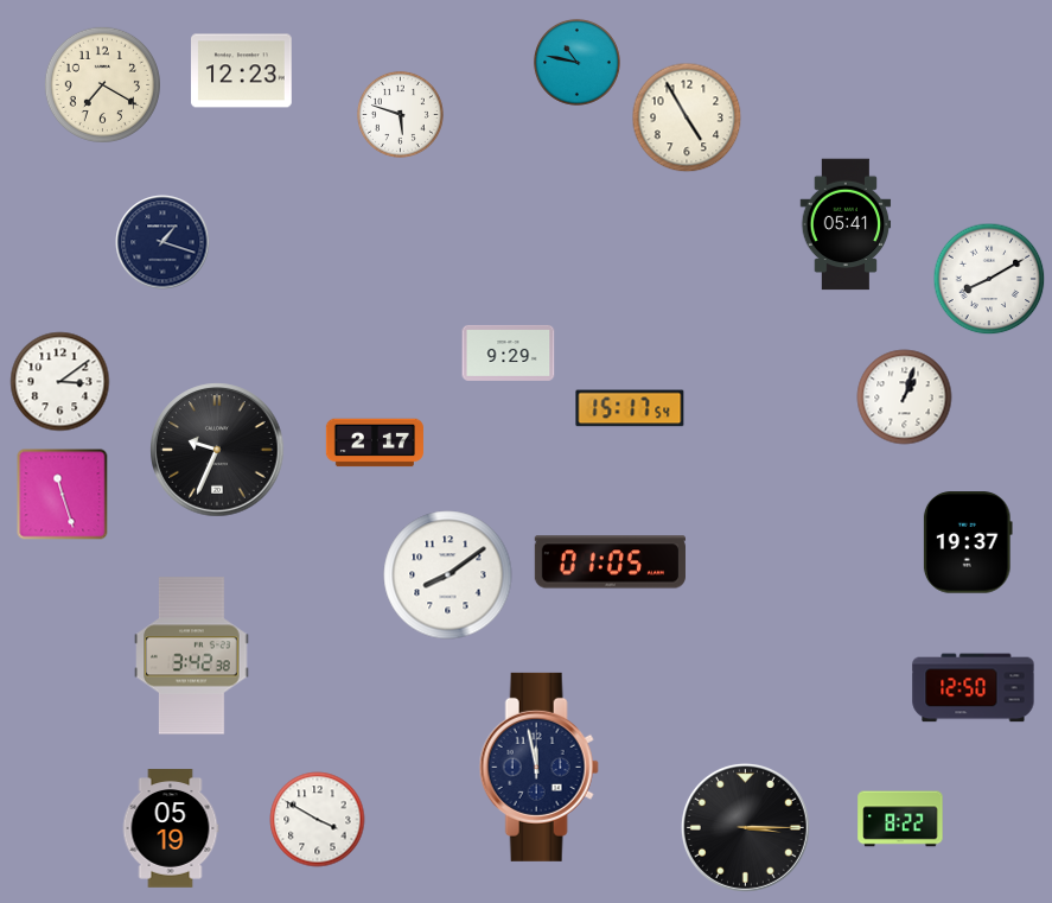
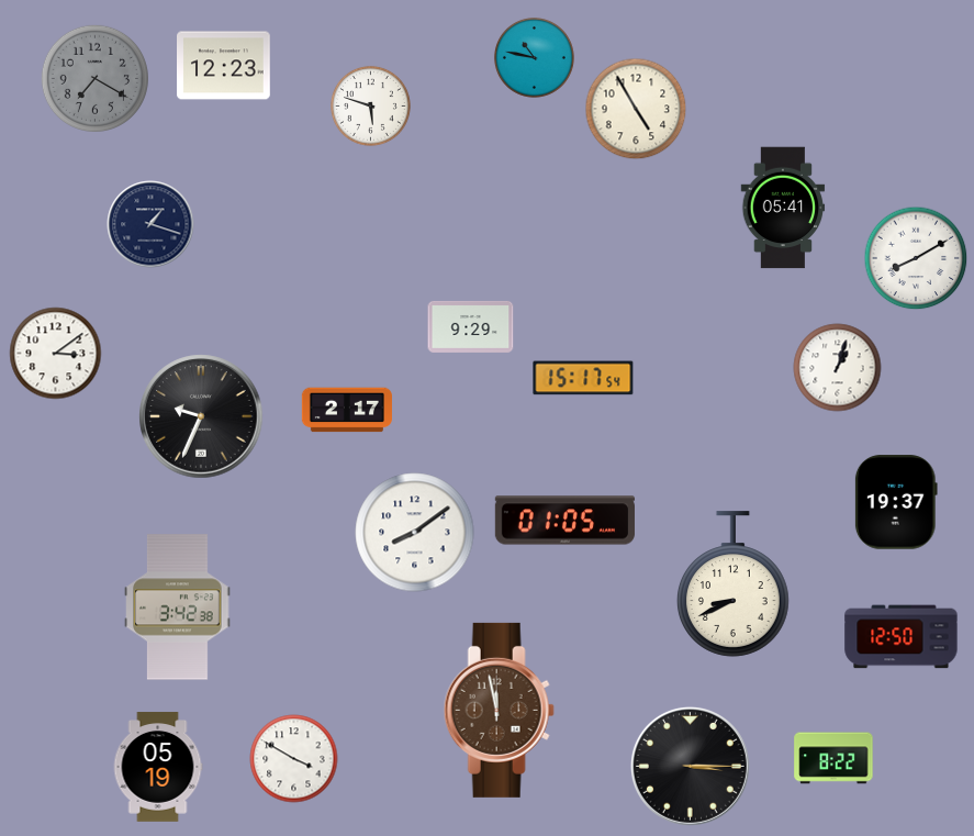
clock at (102, 84) dial: cream -> grey
clock at (63, 495): 11:27 -> none
clock at (732, 584): none -> 8:41
clock at (538, 767) dial: navy -> brown
